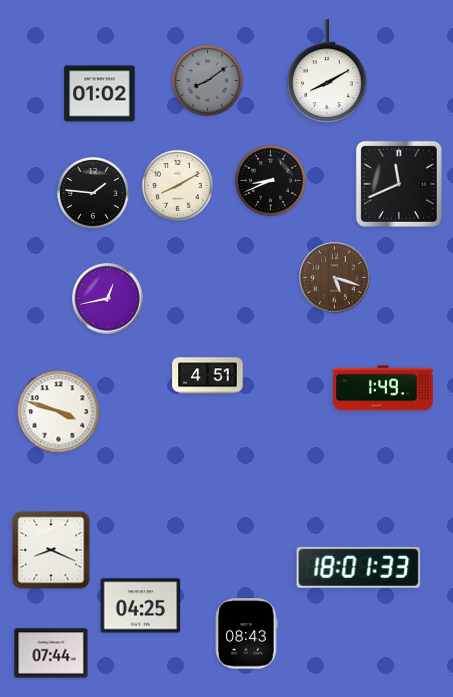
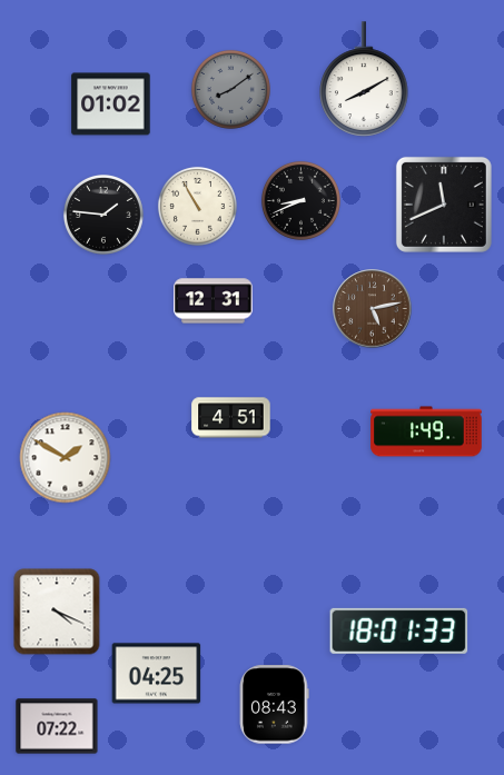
clock at (177, 185): 8:10 -> 10:55
clock at (214, 301): none -> 12:31
clock at (335, 278): 5:18 -> 5:13
clock at (108, 299): 12:43 -> none
clock at (59, 412): 3:48 -> 1:50
clock at (51, 550): 8:19 -> 4:19
clock at (51, 653): 07:44 -> 07:22
